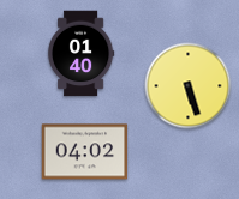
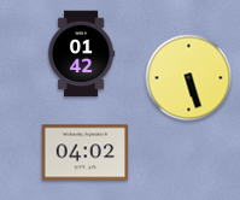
clock at (80, 54): 01:40 -> 01:42
clock at (189, 86) position: (189, 86) -> (189, 78)
